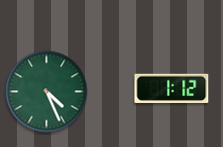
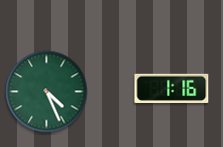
clock at (172, 88): 1:12 -> 1:16
